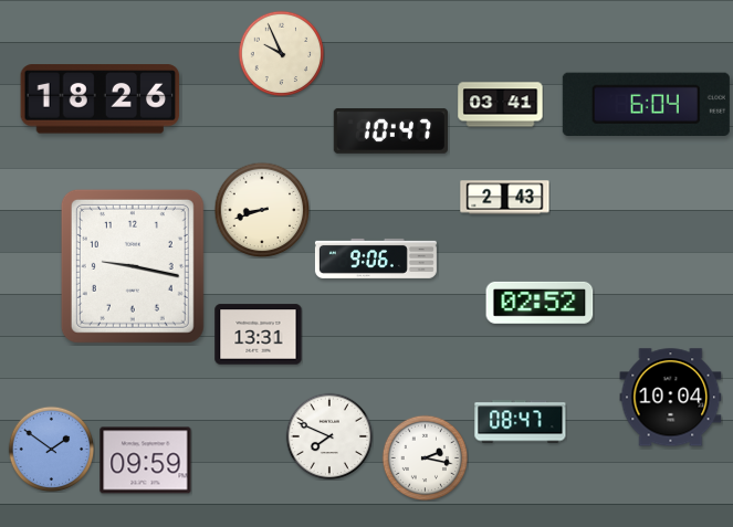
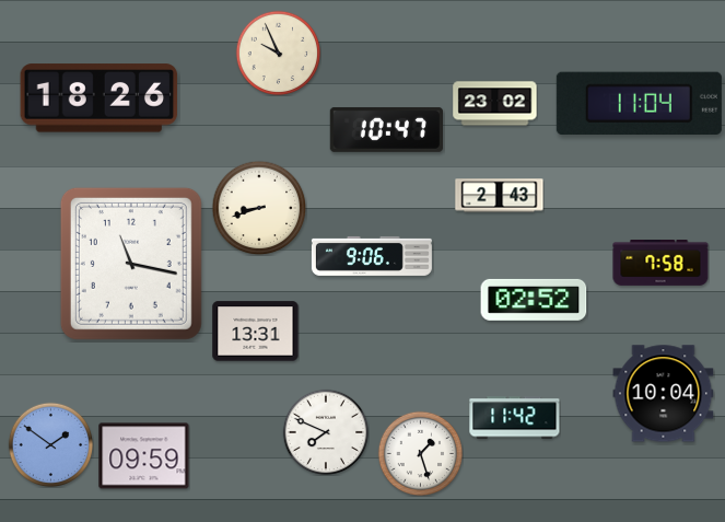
clock at (646, 104): 6:04 -> 11:04
clock at (501, 105): 03:41 -> 23:02
clock at (133, 266): 9:17 -> 11:17
clock at (660, 264): none -> 7:58
clock at (521, 422): 08:47 -> 11:42
clock at (425, 457): 2:17 -> 1:27
